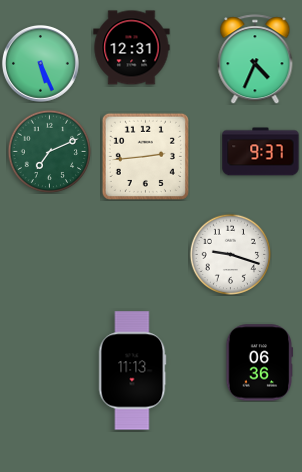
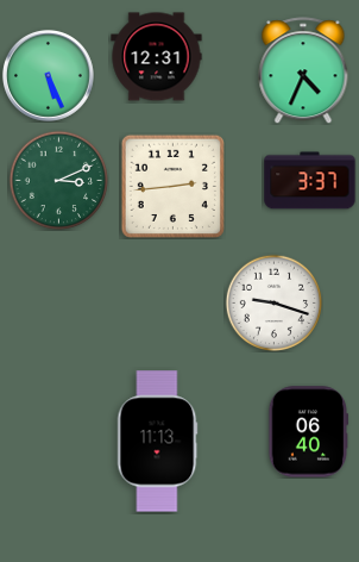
clock at (49, 151): 7:11 -> 3:11
clock at (261, 152): 9:37 -> 3:37
clock at (260, 363): 06:36 -> 06:40
